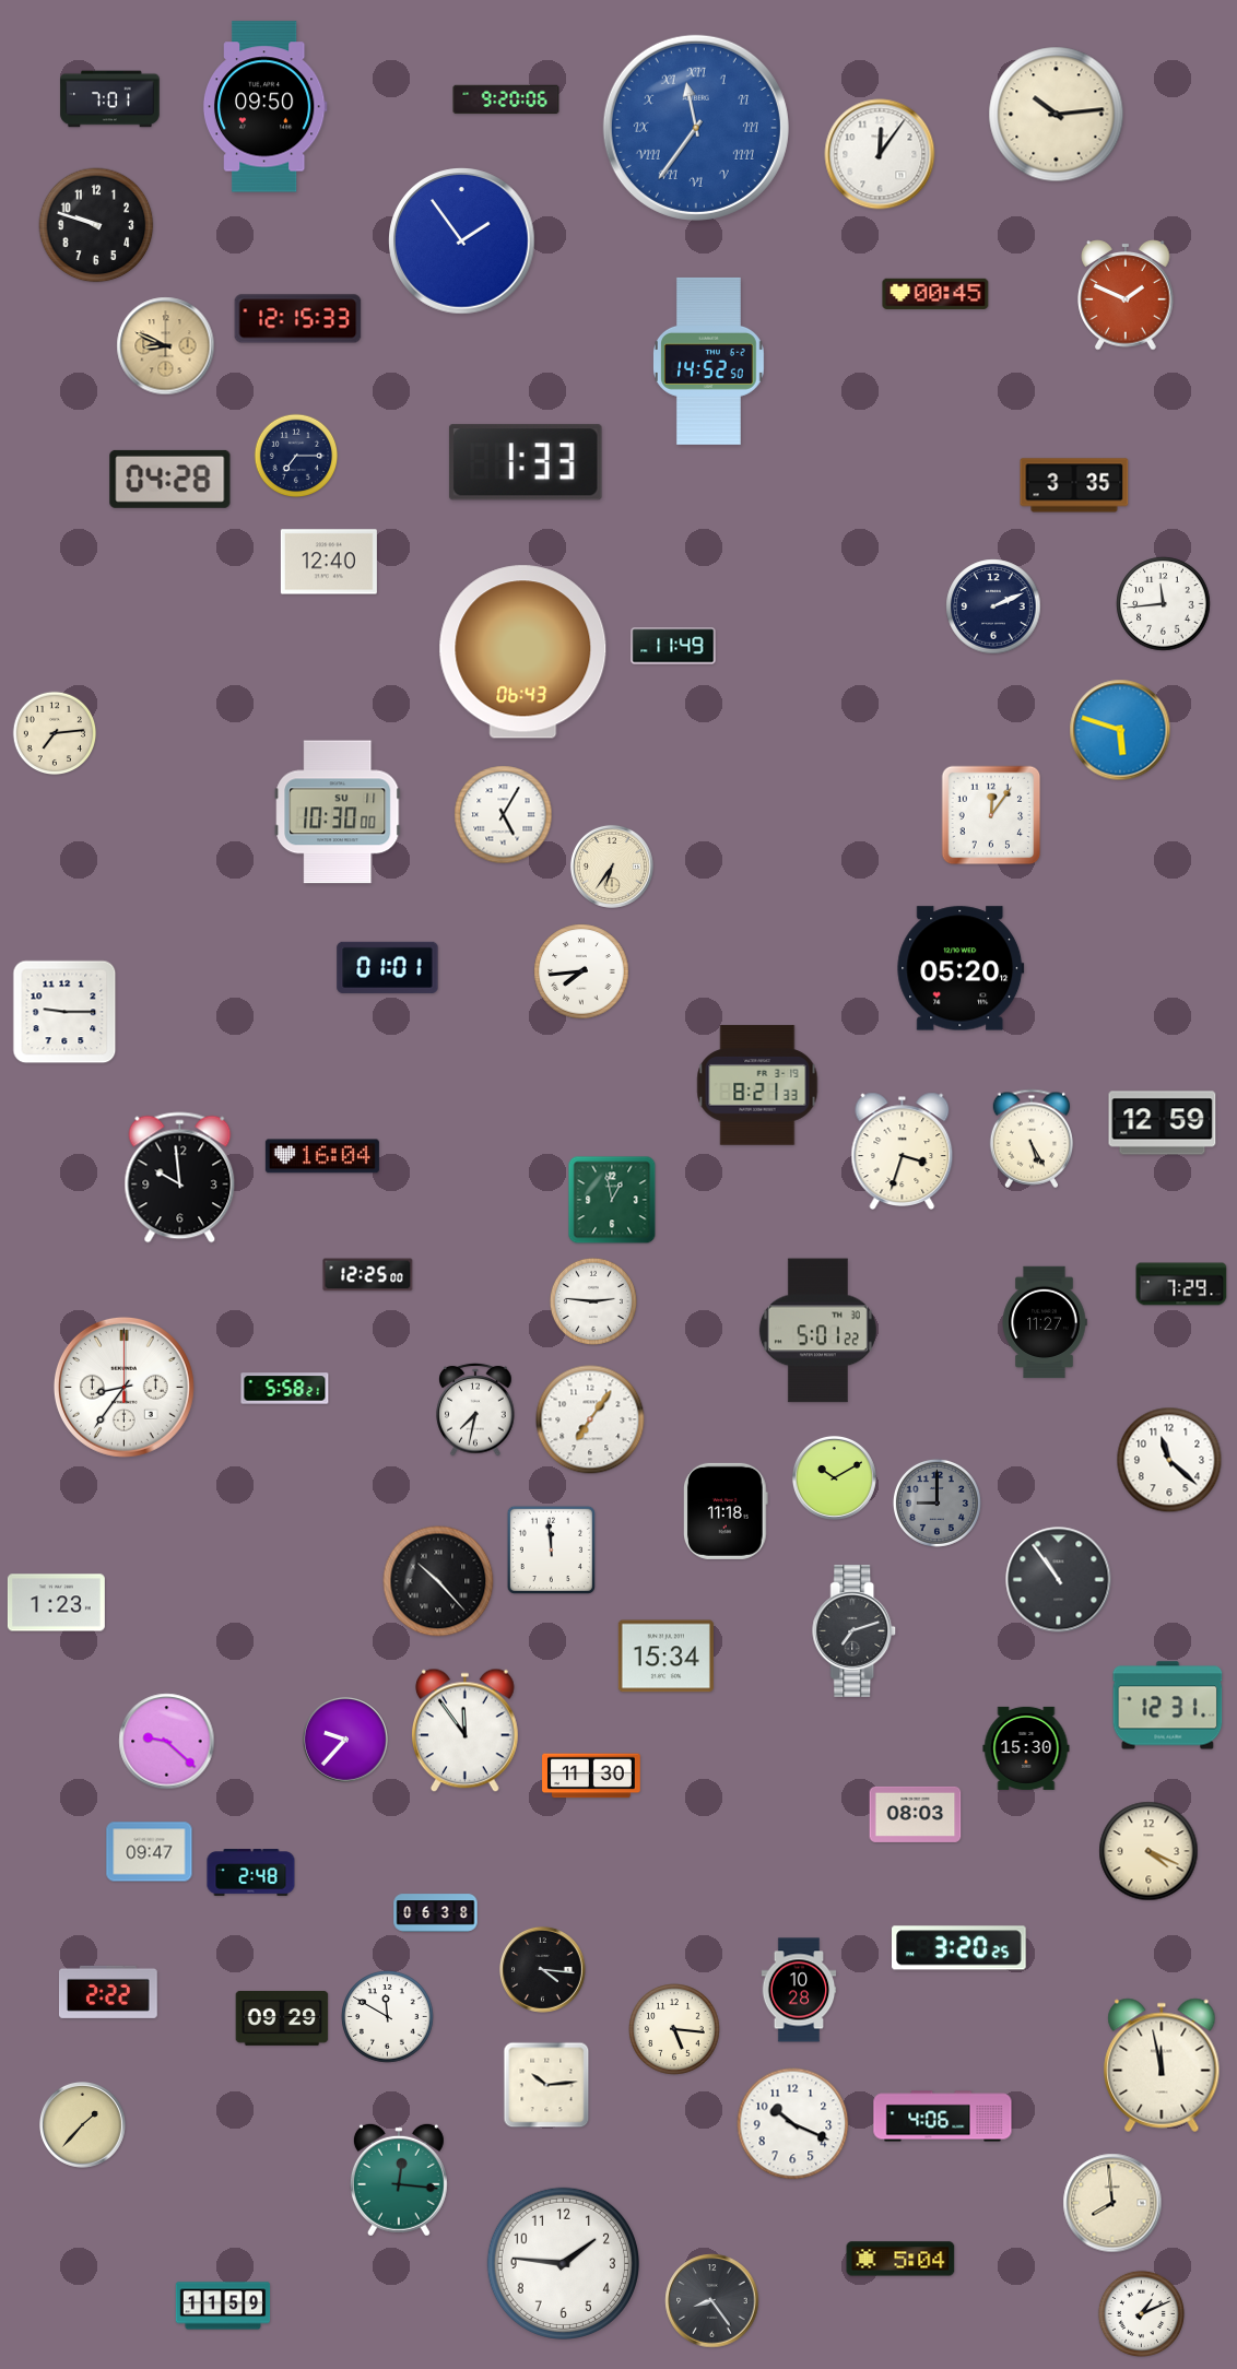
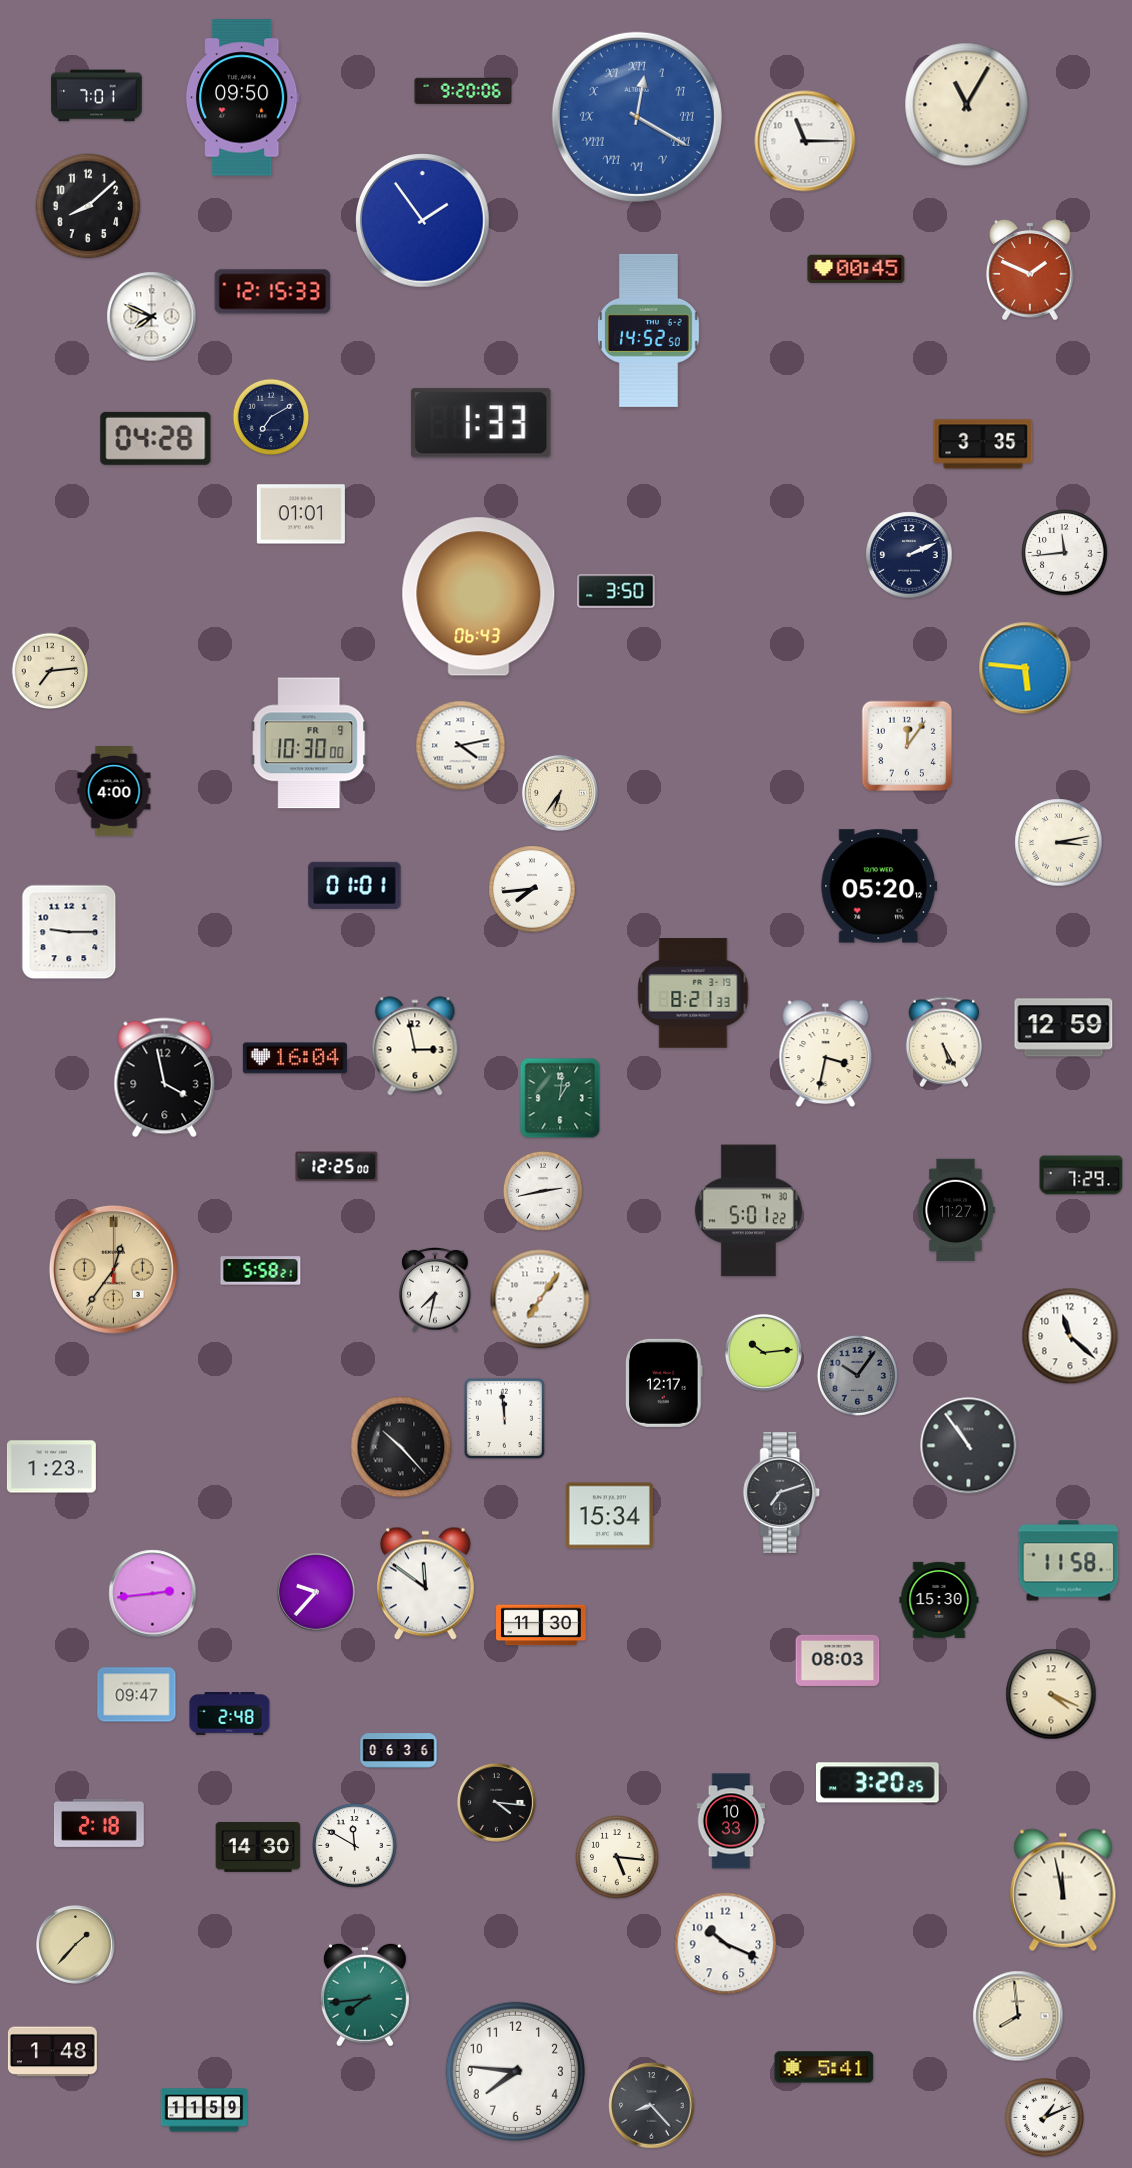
clock at (110, 99) position: (110, 99) -> (97, 96)
clock at (1057, 115): 10:14 -> 11:05
clock at (696, 128): 11:36 -> 12:20
clock at (880, 154): 12:06 -> 11:15
clock at (96, 225): 9:48 -> 8:08
clock at (166, 346): 8:49 -> 7:49
clock at (166, 346) dial: champagne -> white
clock at (296, 456): 7:15 -> 7:10
clock at (329, 562): 12:40 -> 01:01
clock at (673, 646): 11:49 -> 3:50
clock at (1120, 730): 5:48 -> 5:46
clock at (338, 812) date: SU 11 -> FR 9
clock at (504, 815): 5:05 -> 4:13
clock at (114, 791): none -> 4:00
clock at (1059, 843): none -> 3:13
clock at (64, 1012) position: (64, 1012) -> (69, 932)
clock at (415, 1046): none -> 2:58
clock at (903, 1151): 3:33 -> 3:32
clock at (180, 1178): 9:59 -> 3:58
clock at (612, 1200): 12:58 -> 1:01
clock at (593, 1301): 2:46 -> 2:43
clock at (817, 1331) position: (817, 1331) -> (748, 1211)
clock at (123, 1387): 8:36 -> 12:36
clock at (123, 1387) dial: white -> champagne
clock at (834, 1477): 10:10 -> 10:14
clock at (936, 1502): 9:00 -> 10:06
clock at (727, 1511): 11:18 -> 12:17
clock at (1168, 1706): 12:31 -> 11:58
clock at (464, 1731): 11:54 -> 11:51
clock at (167, 1742): 9:22 -> 2:44
clock at (436, 1913): 06:38 -> 06:36
clock at (799, 1990): 10:28 -> 10:33
clock at (109, 1992): 2:22 -> 2:18
clock at (282, 2018): 09:29 -> 14:30
clock at (546, 2085): 10:14 -> none
clock at (943, 2117): 4:06 -> none
clock at (399, 2180): 12:16 -> 7:44
clock at (52, 2052): none -> 1:48
clock at (900, 2259): 5:04 -> 5:41
clock at (563, 2263): 1:46 -> 7:46
clock at (712, 2301): 8:24 -> 8:23
